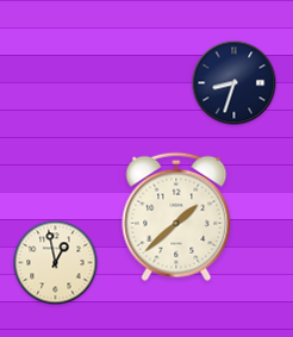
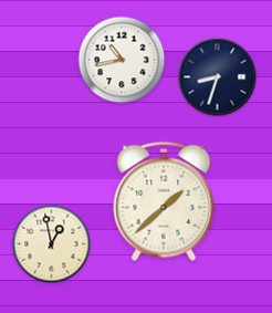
clock at (122, 60): none -> 10:43
